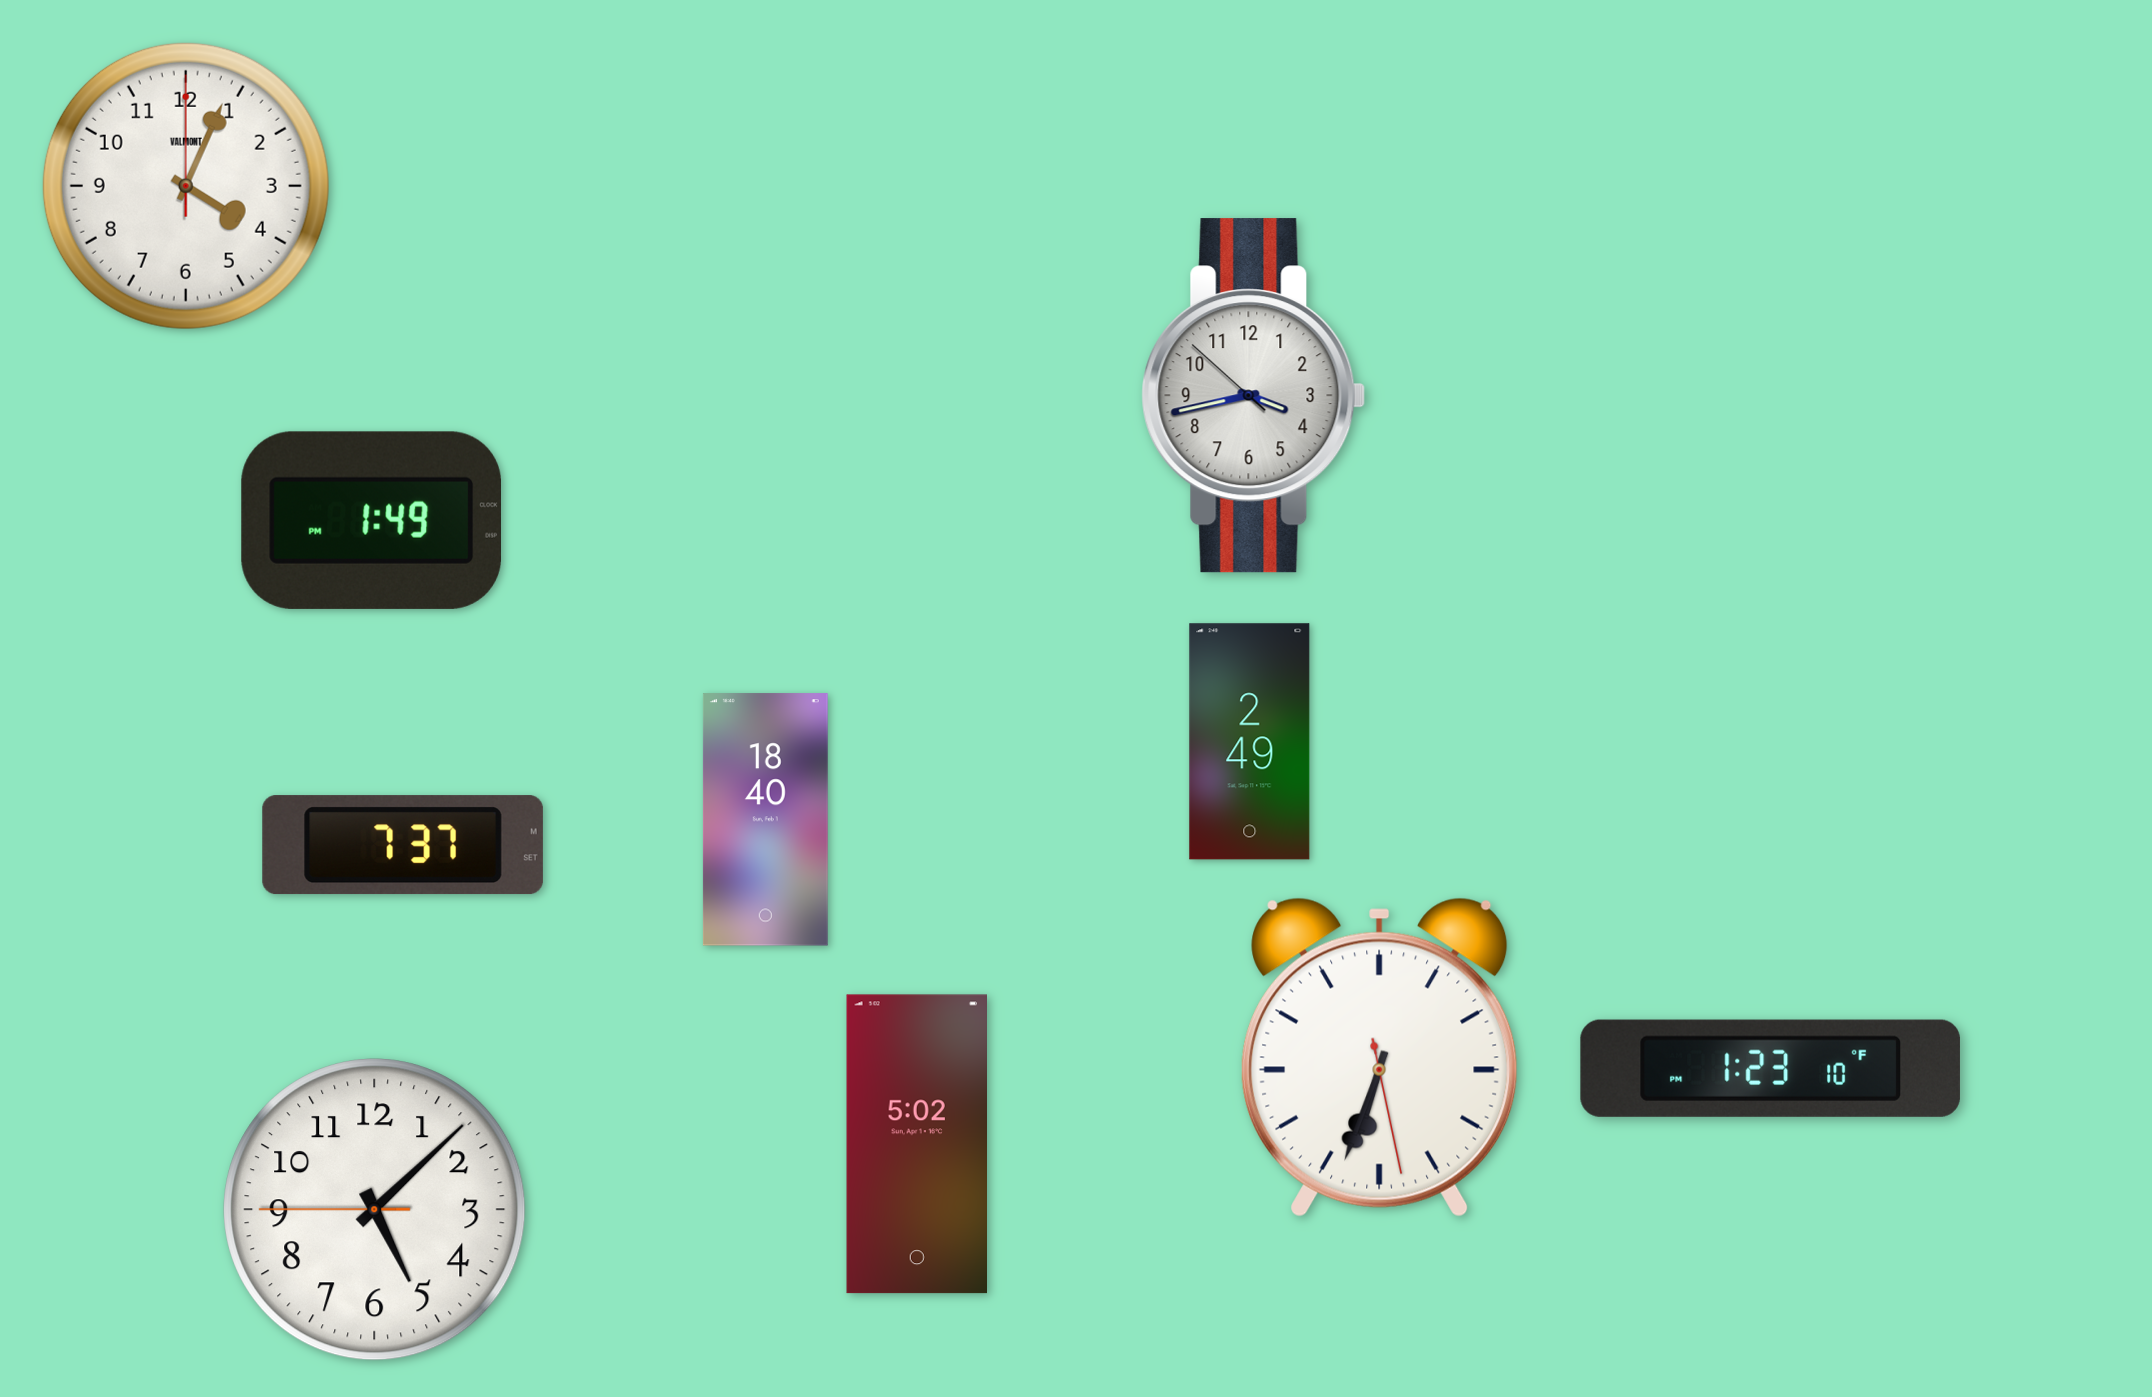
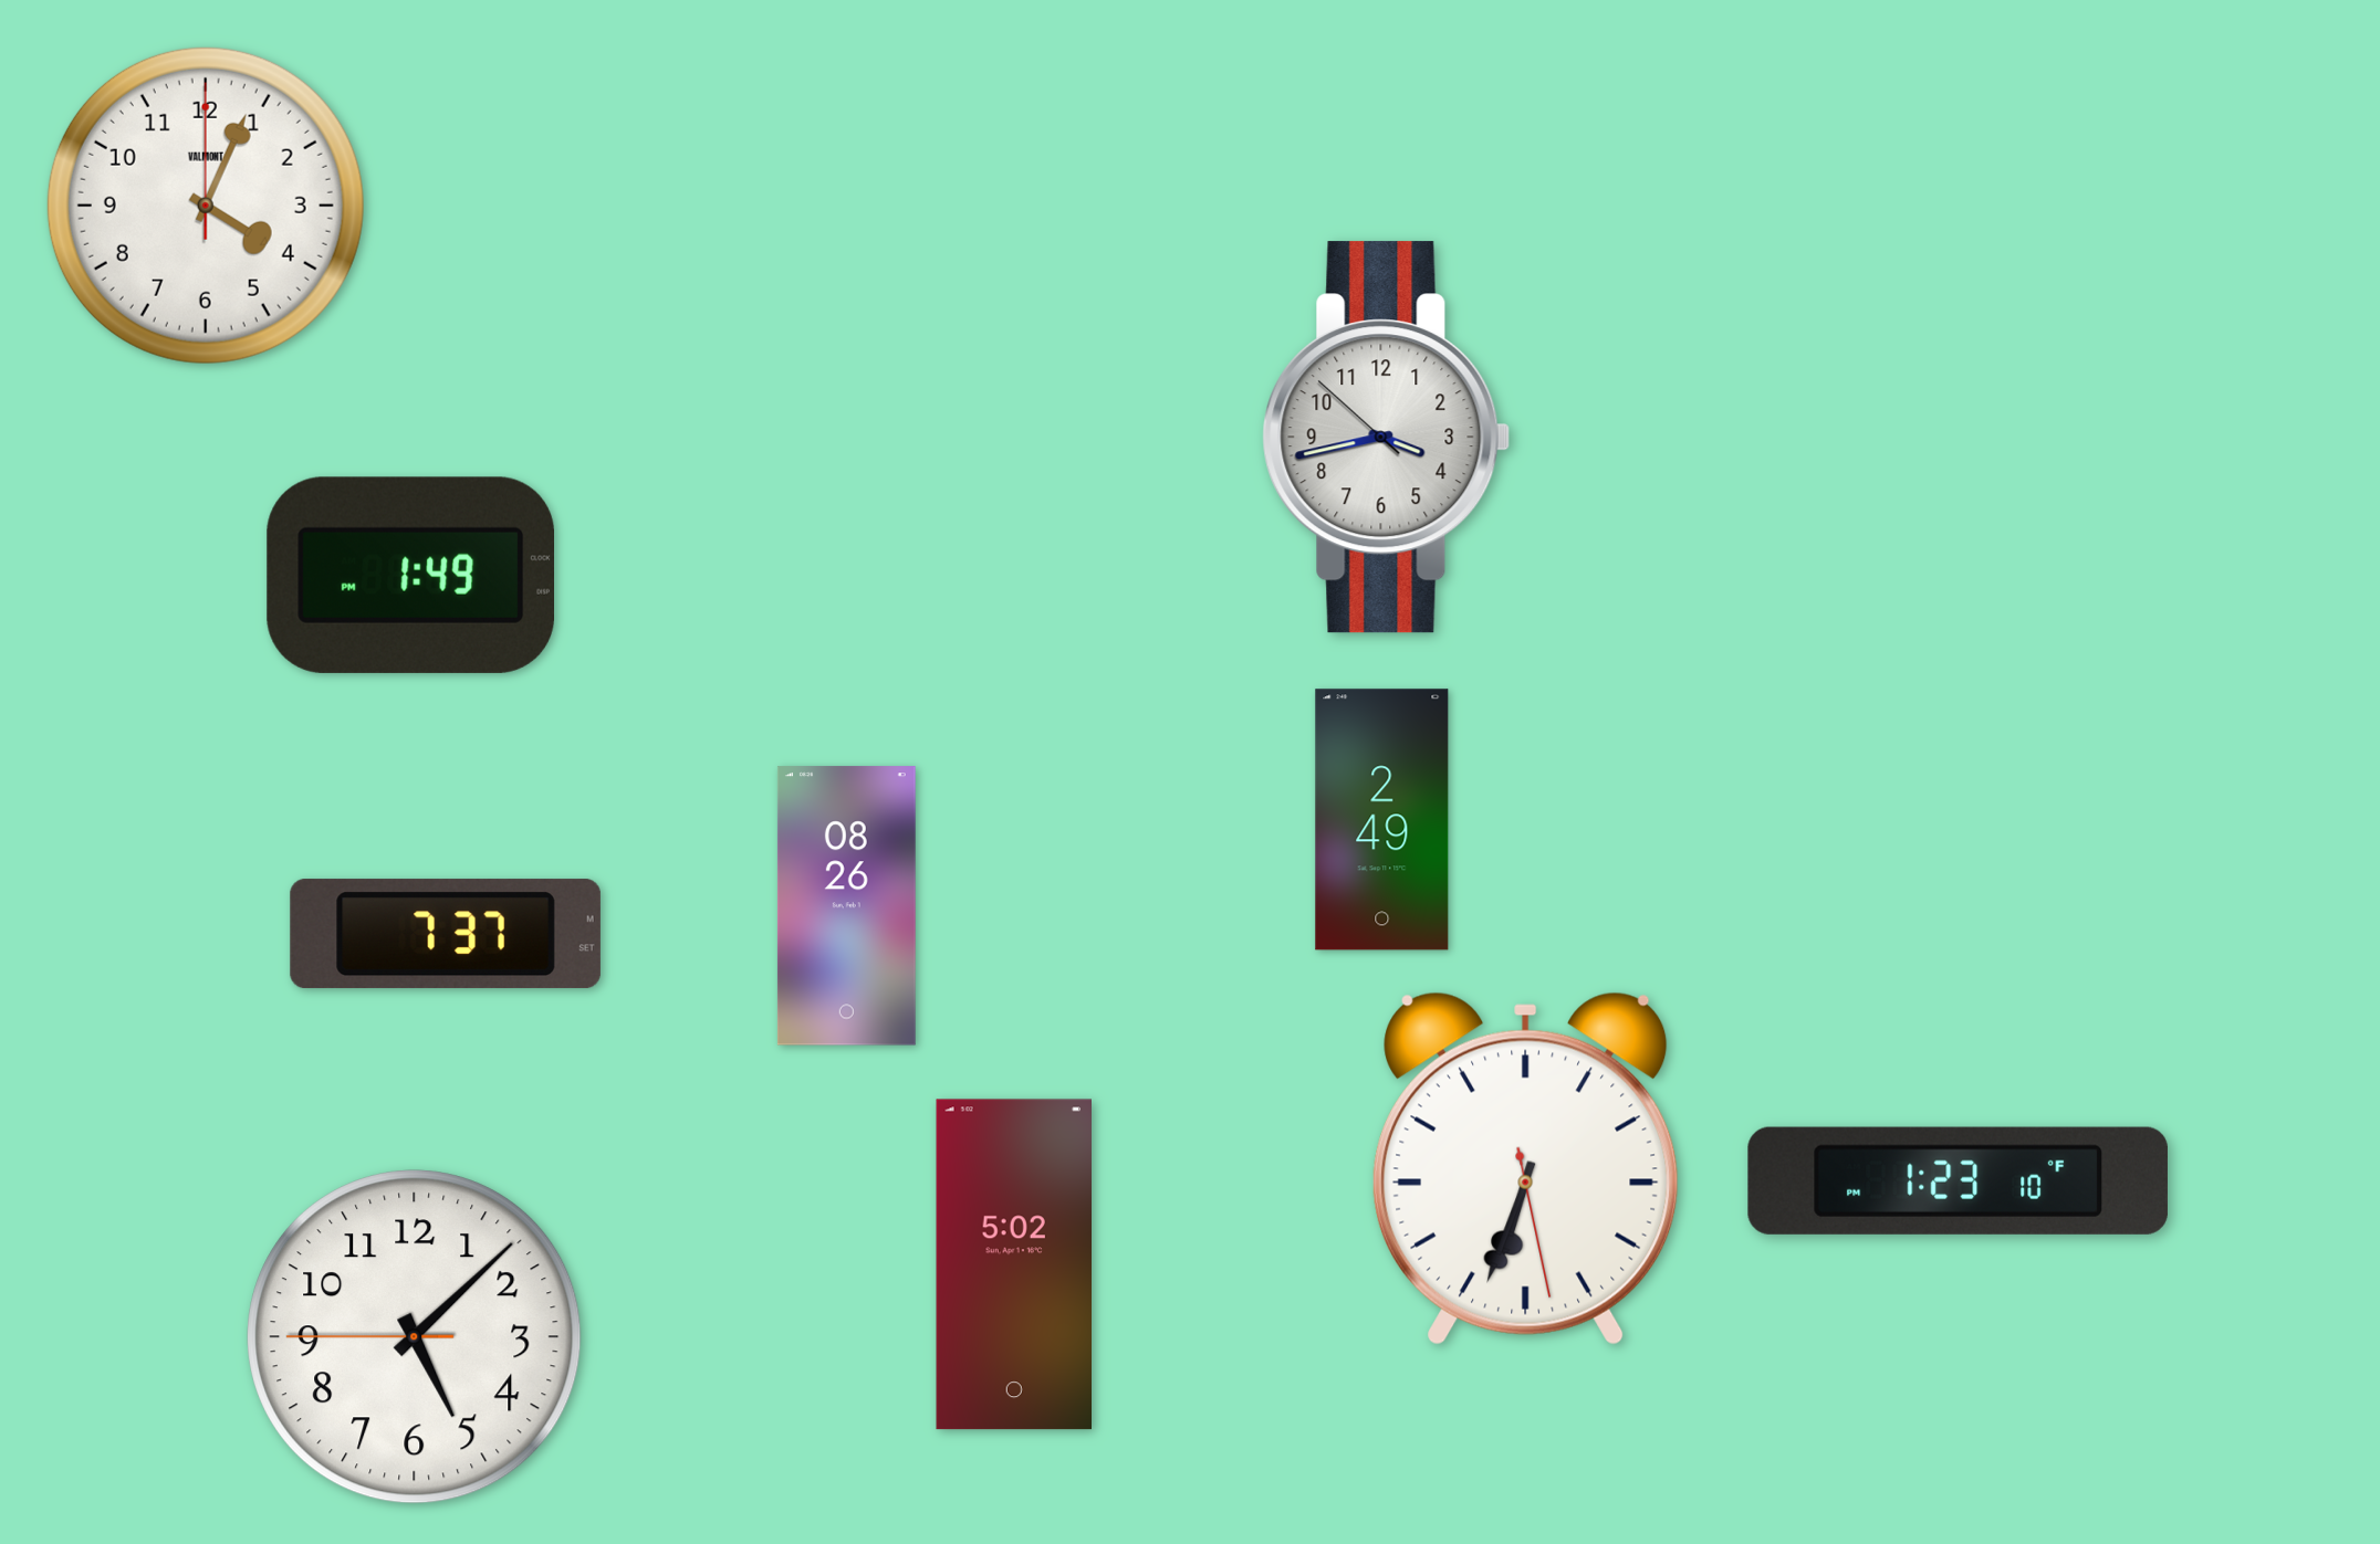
clock at (765, 820): 18:40 -> 08:26
